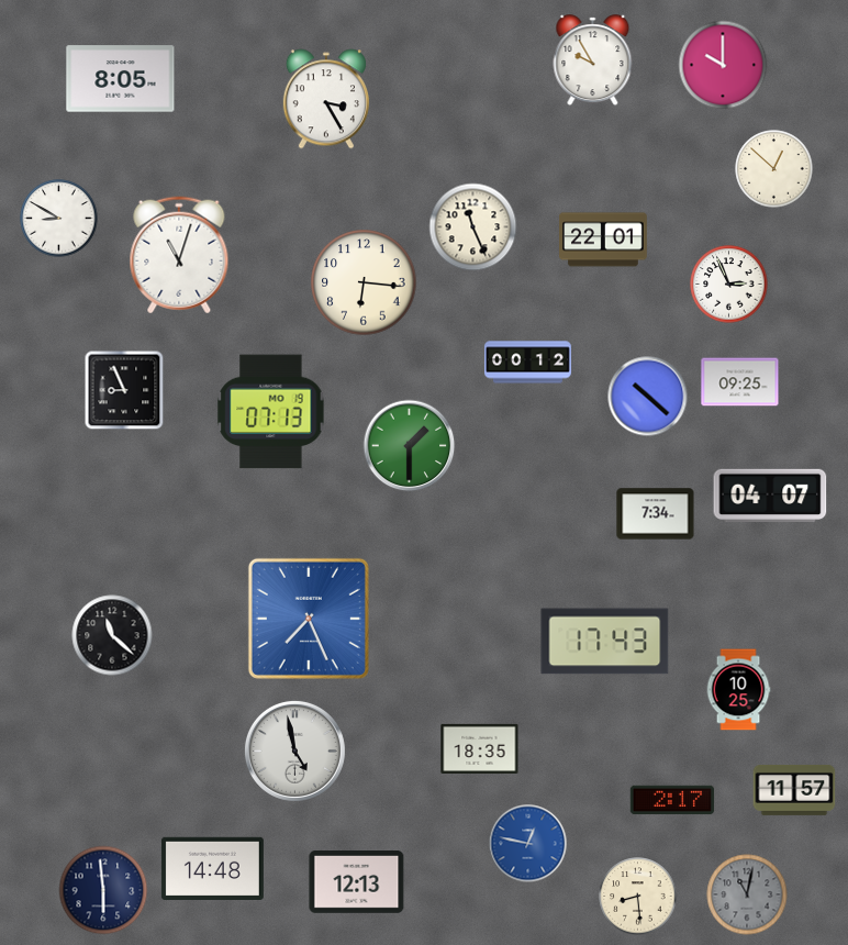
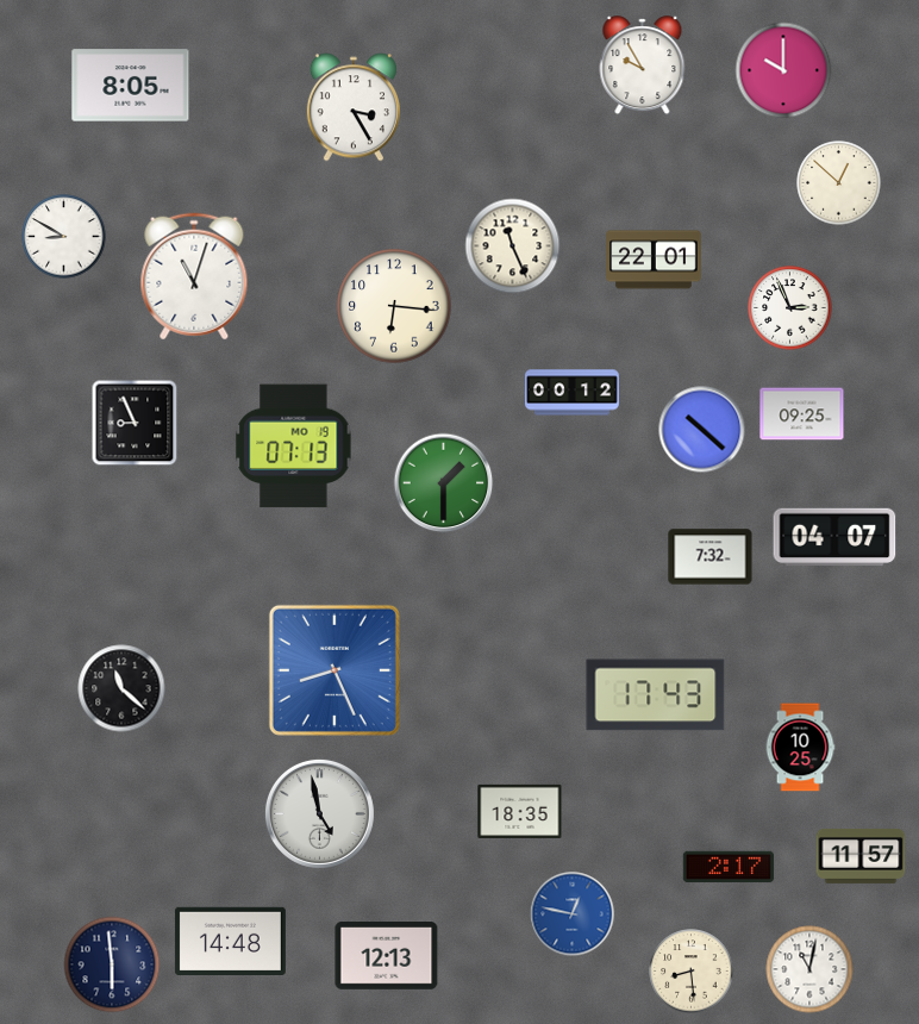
clock at (656, 514): 7:34 -> 7:32
clock at (309, 619): 7:26 -> 8:26
clock at (747, 894) dial: grey -> white
